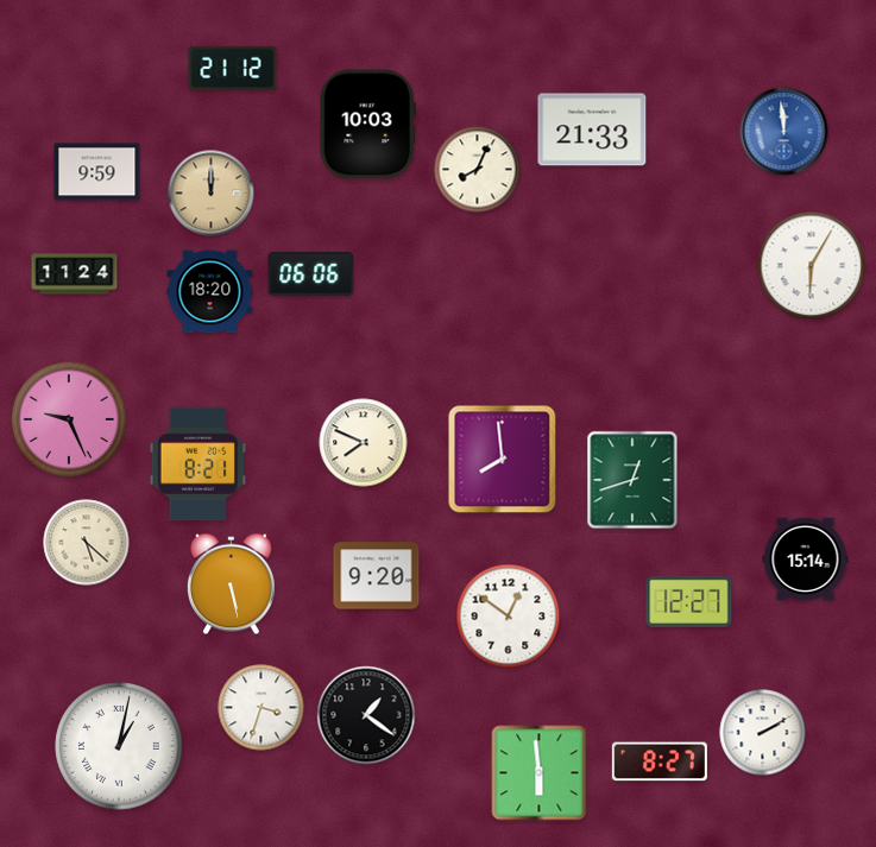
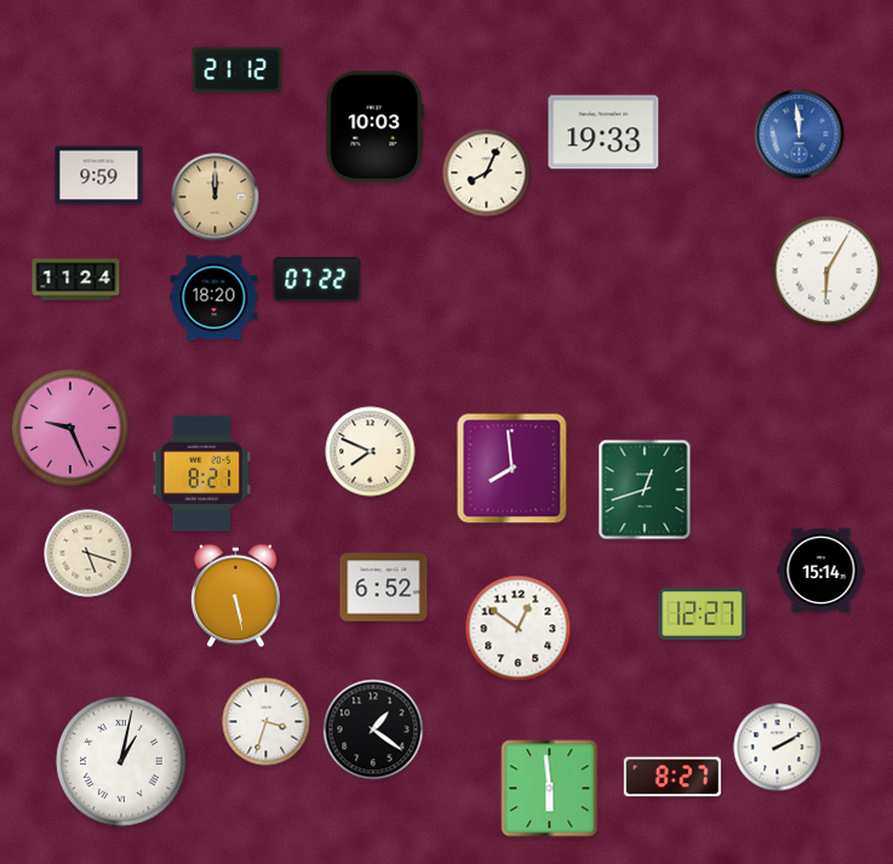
clock at (592, 129): 21:33 -> 19:33
clock at (311, 273): 06:06 -> 07:22
clock at (87, 543): 5:22 -> 5:18
clock at (377, 576): 9:20 -> 6:52
